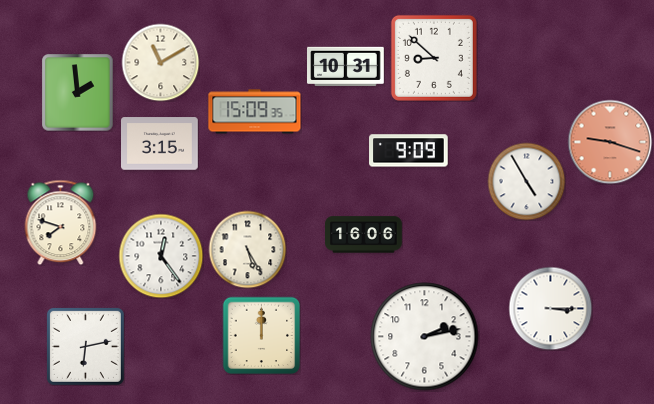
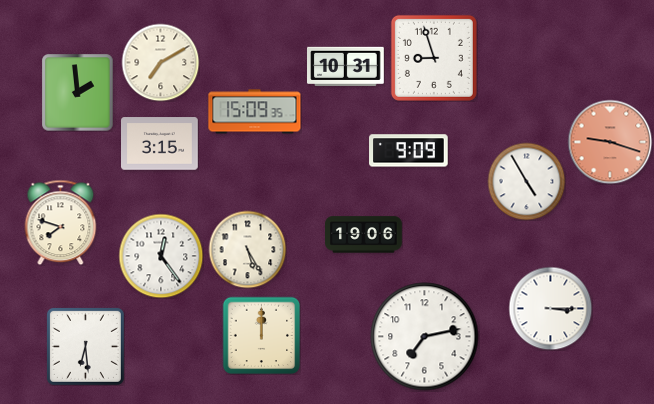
clock at (434, 58): 8:52 -> 8:57
clock at (160, 62): 11:10 -> 7:10
clock at (364, 235): 16:06 -> 19:06
clock at (425, 337): 2:13 -> 7:13
clock at (85, 346): 6:13 -> 6:29
